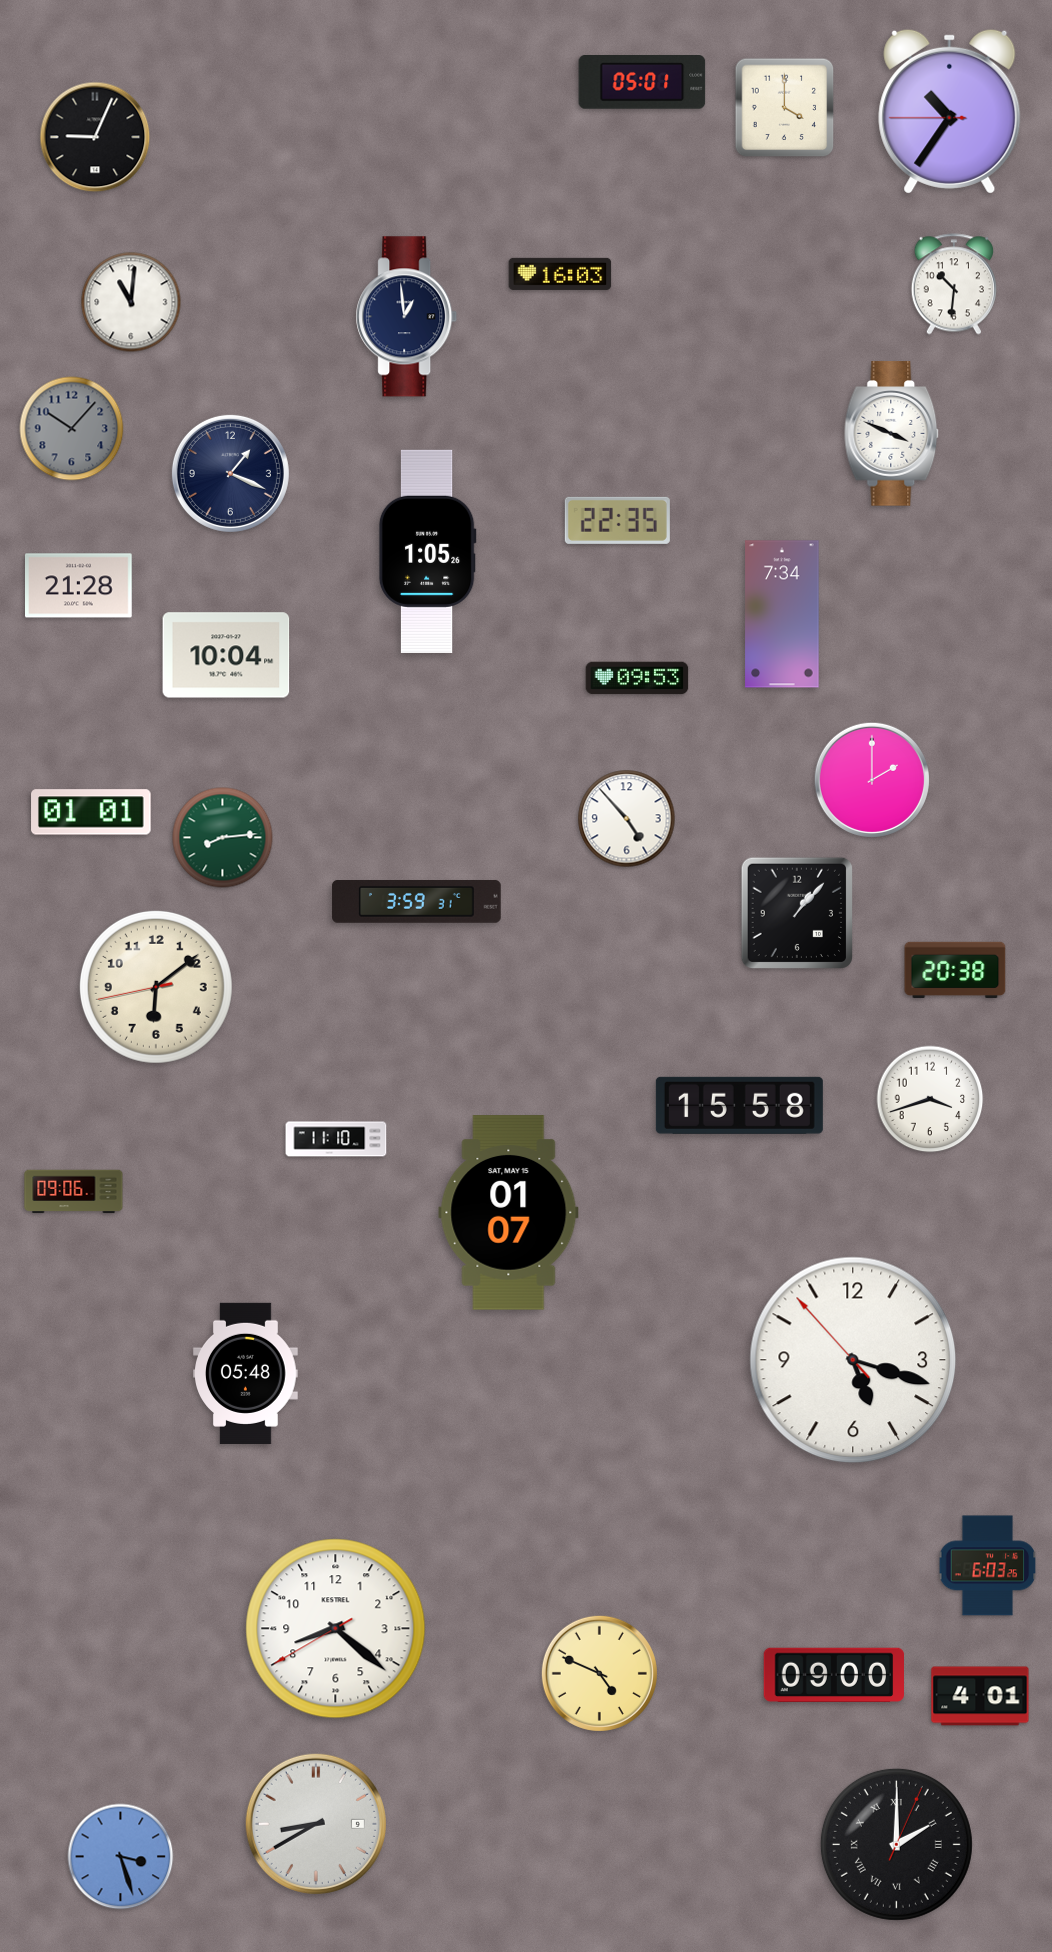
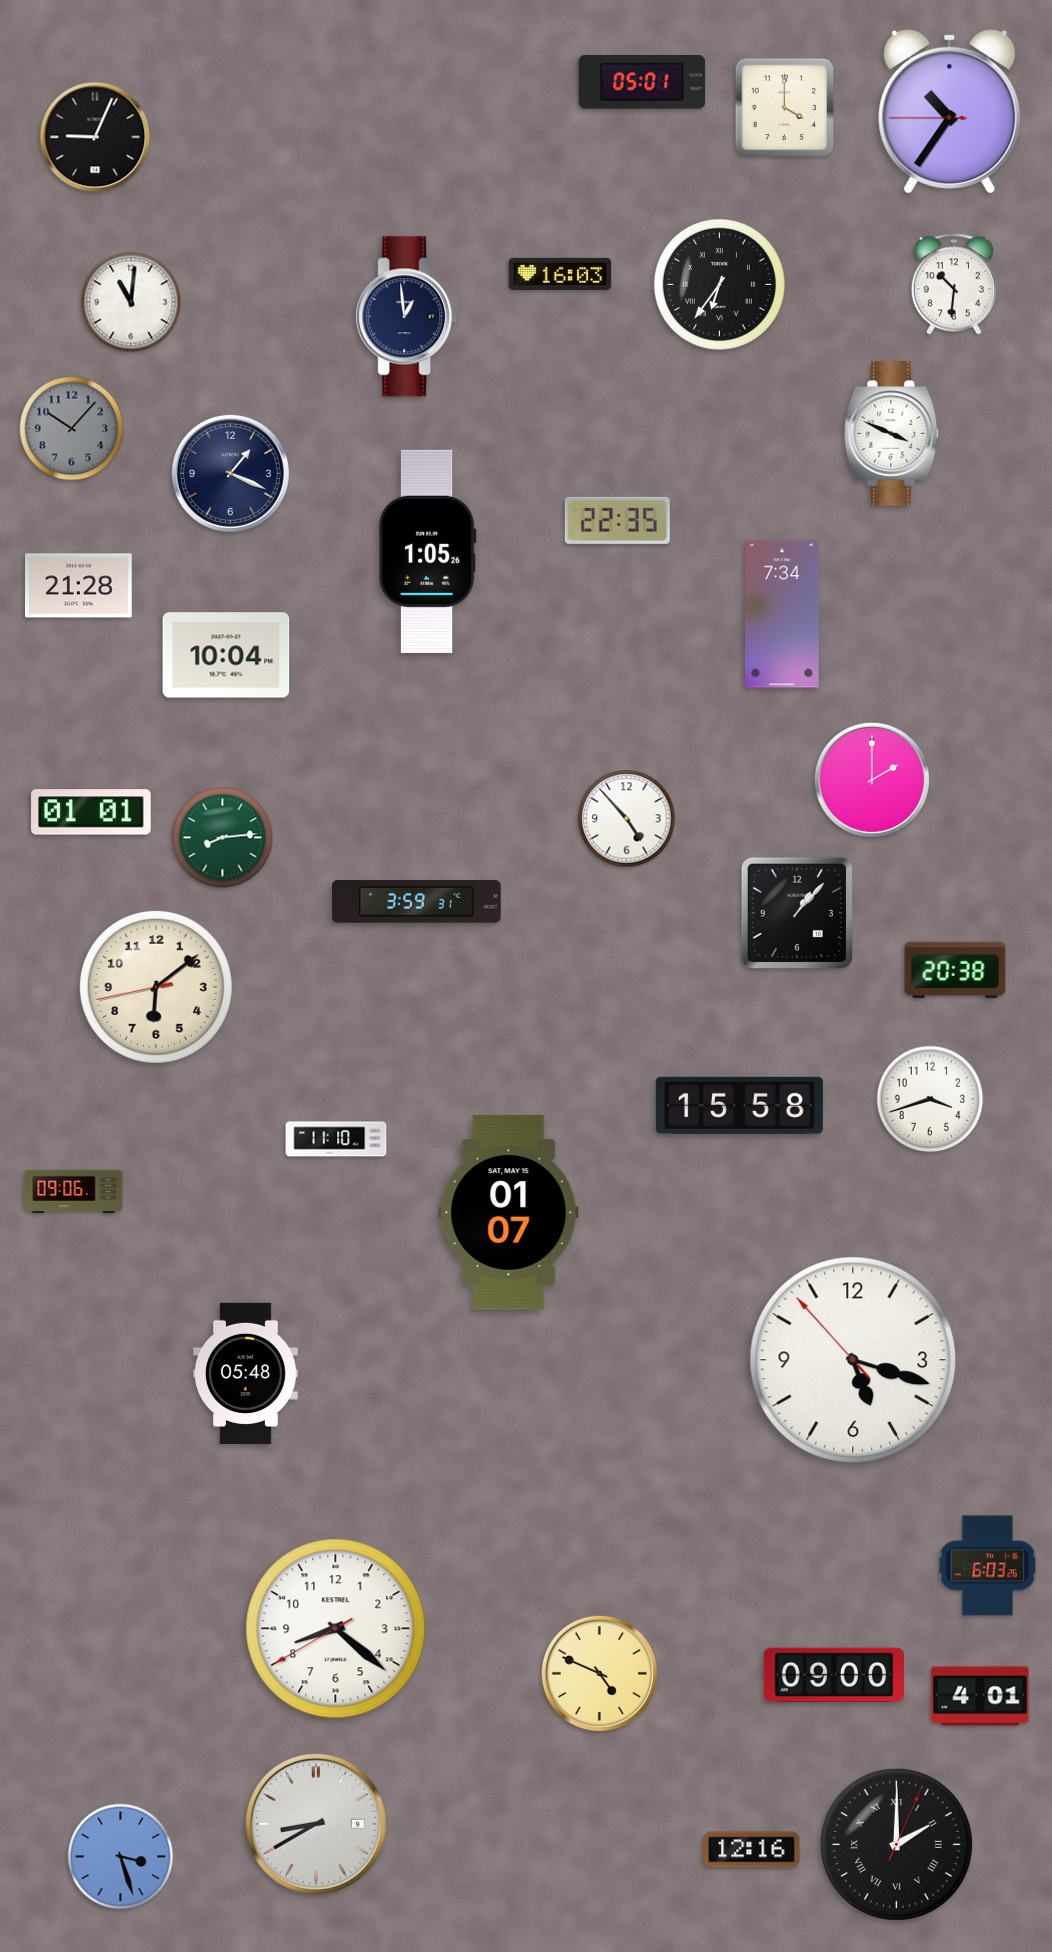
clock at (719, 284): none -> 6:36
clock at (637, 678): 09:53 -> none
clock at (752, 1850): none -> 12:16
